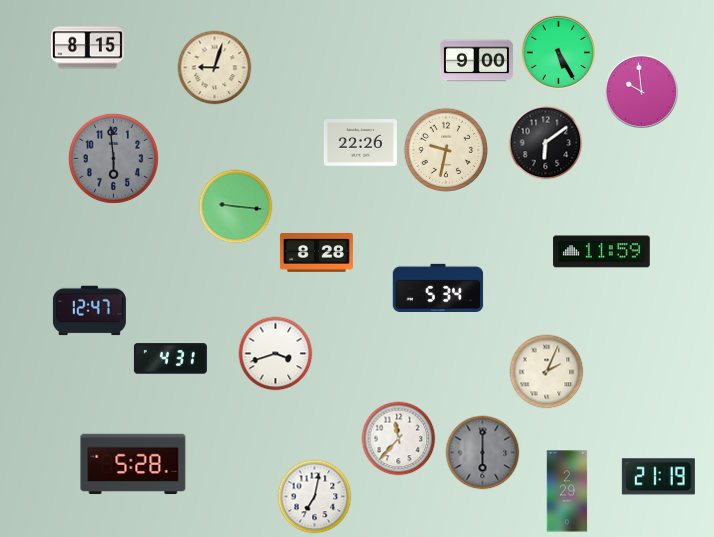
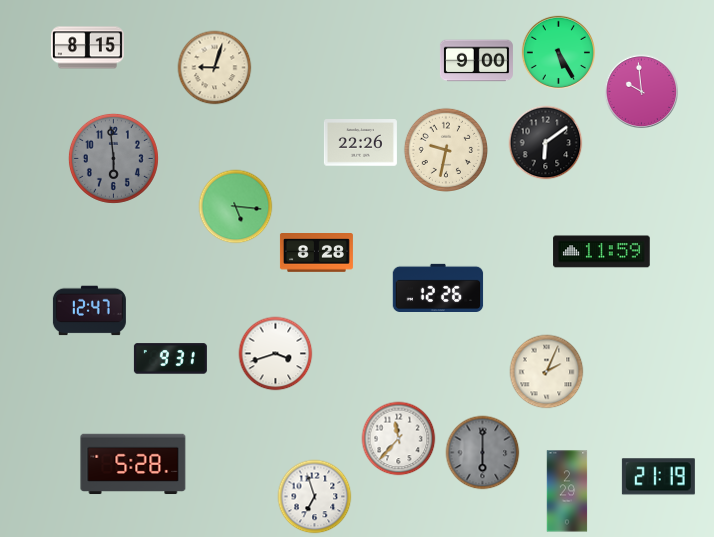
clock at (236, 207): 9:16 -> 5:16
clock at (438, 287): 5:34 -> 12:26
clock at (170, 359): 4:31 -> 9:31
clock at (315, 497): 7:02 -> 6:57
